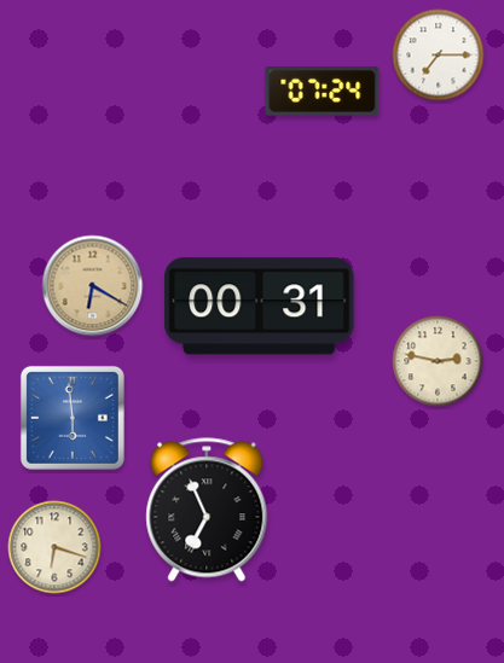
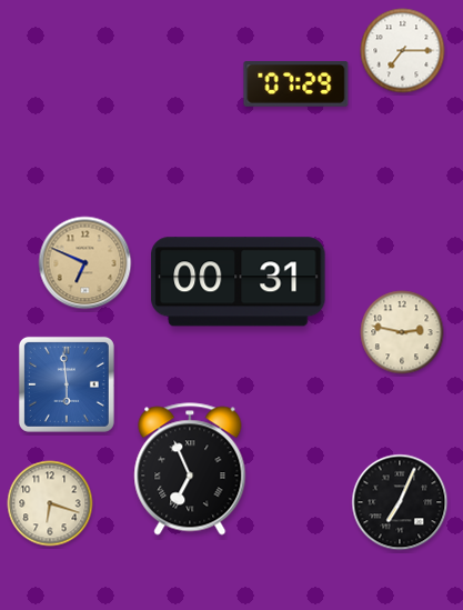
clock at (323, 92): 07:24 -> 07:29
clock at (93, 286): 6:20 -> 6:49
clock at (400, 502): none -> 7:04
